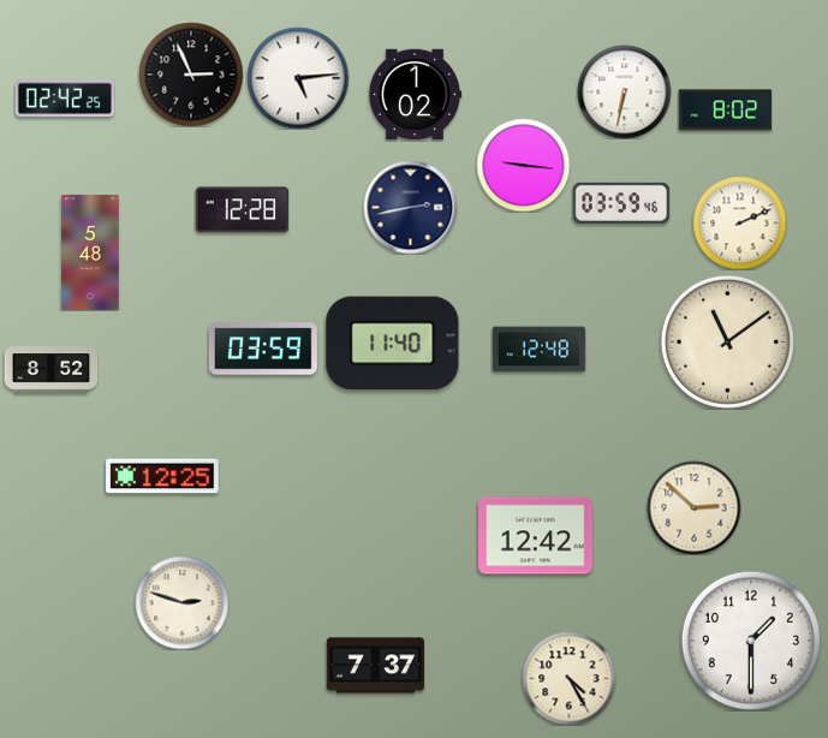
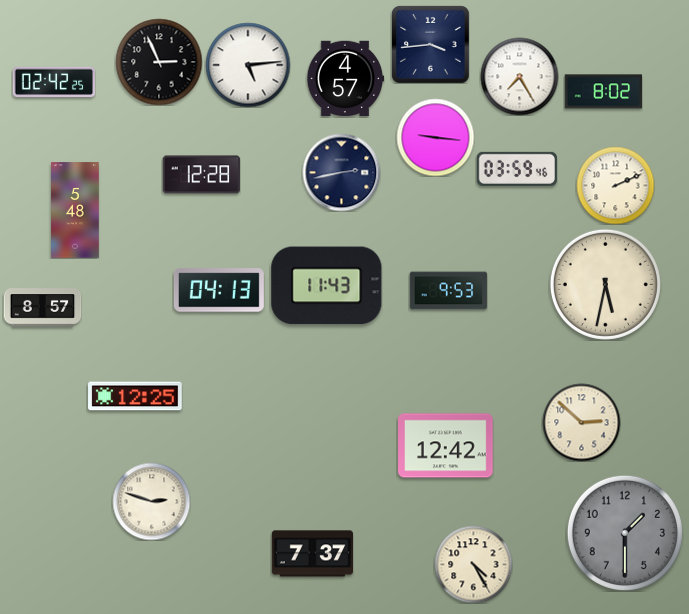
clock at (431, 45): none -> 3:44
clock at (624, 91): 6:32 -> 7:25
clock at (415, 95): 1:02 -> 4:57
clock at (727, 341): 11:09 -> 5:32
clock at (393, 344): 11:40 -> 11:43
clock at (263, 349): 03:59 -> 04:13
clock at (538, 350): 12:48 -> 9:53
clock at (50, 370): 8:52 -> 8:57
clock at (693, 507) position: (693, 507) -> (581, 422)
clock at (751, 641) dial: white -> grey
